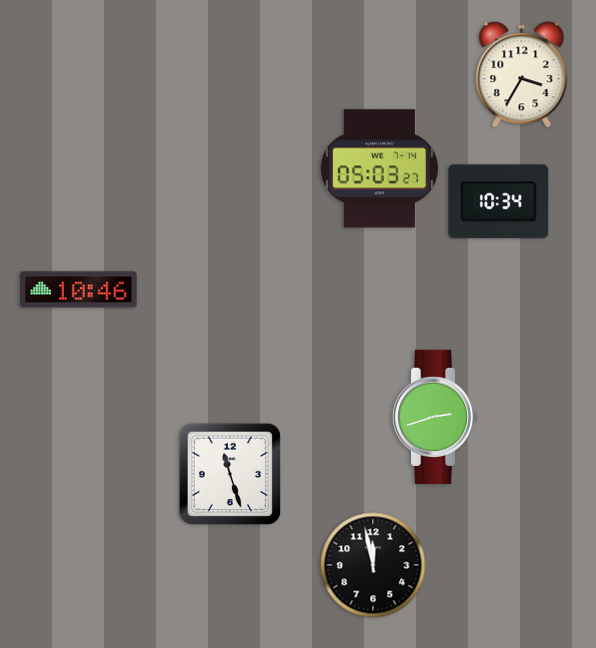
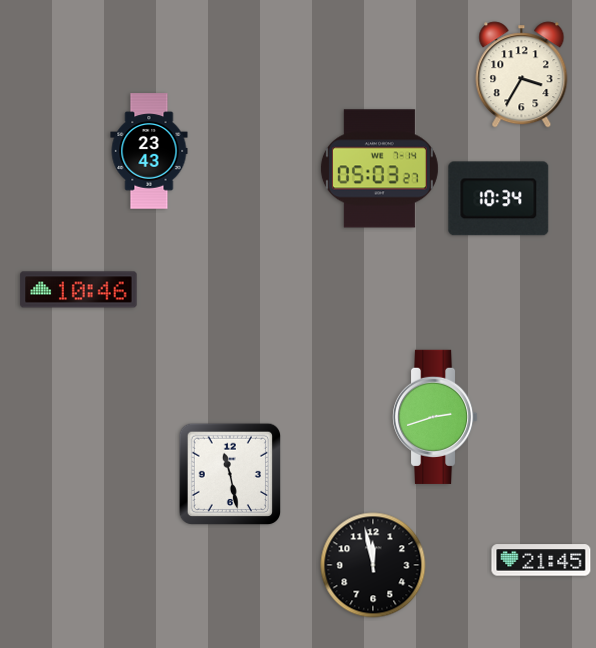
clock at (149, 151): none -> 23:43
clock at (499, 202) position: (499, 202) -> (499, 199)
clock at (230, 474): 11:27 -> 11:28
clock at (541, 560): none -> 21:45
